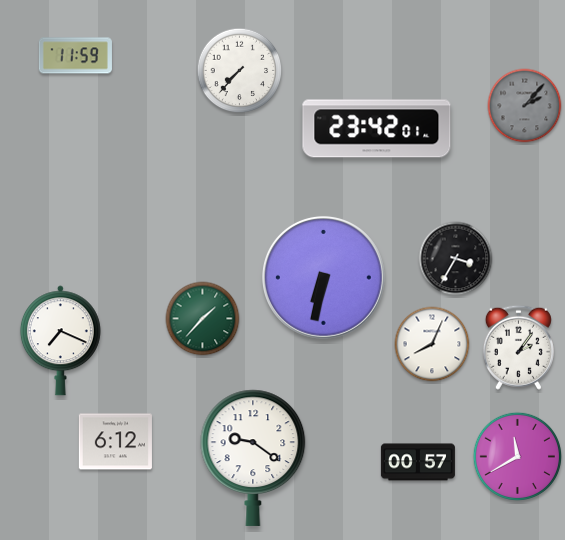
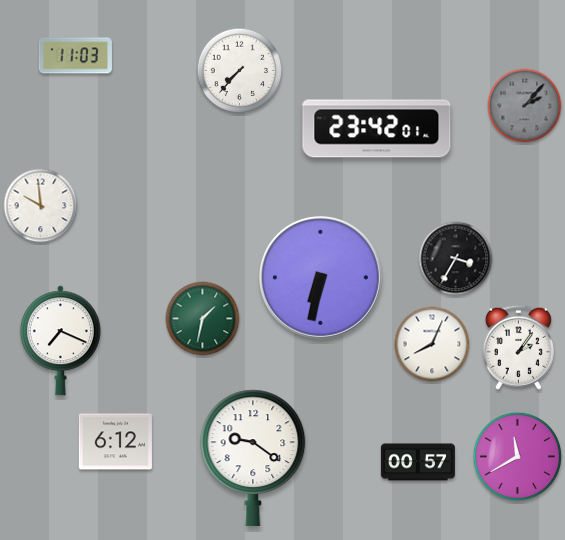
clock at (75, 56): 11:59 -> 11:03
clock at (41, 206): none -> 9:59
clock at (323, 277) position: (323, 277) -> (320, 277)
clock at (203, 319): 1:37 -> 1:32
